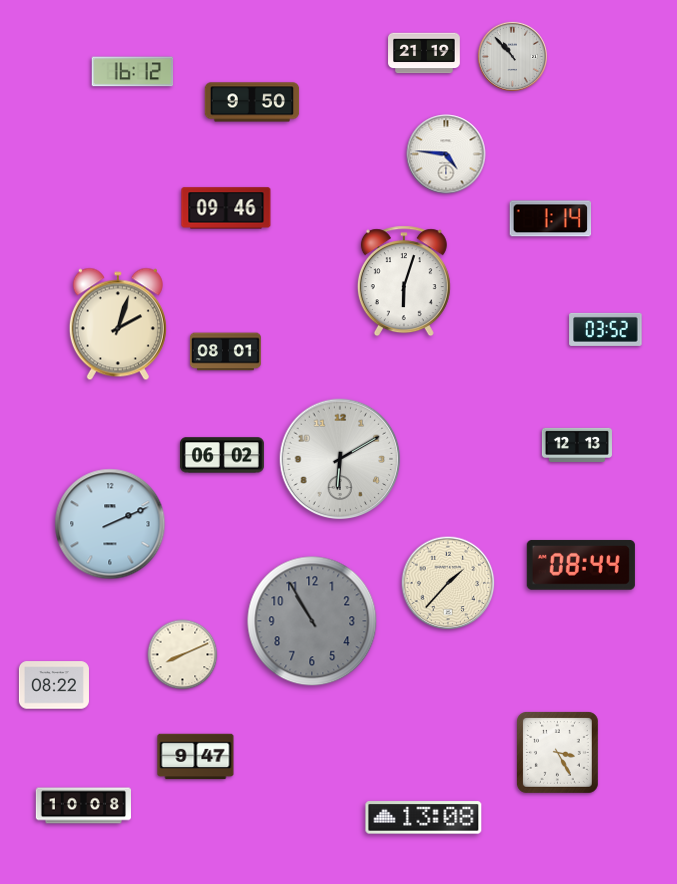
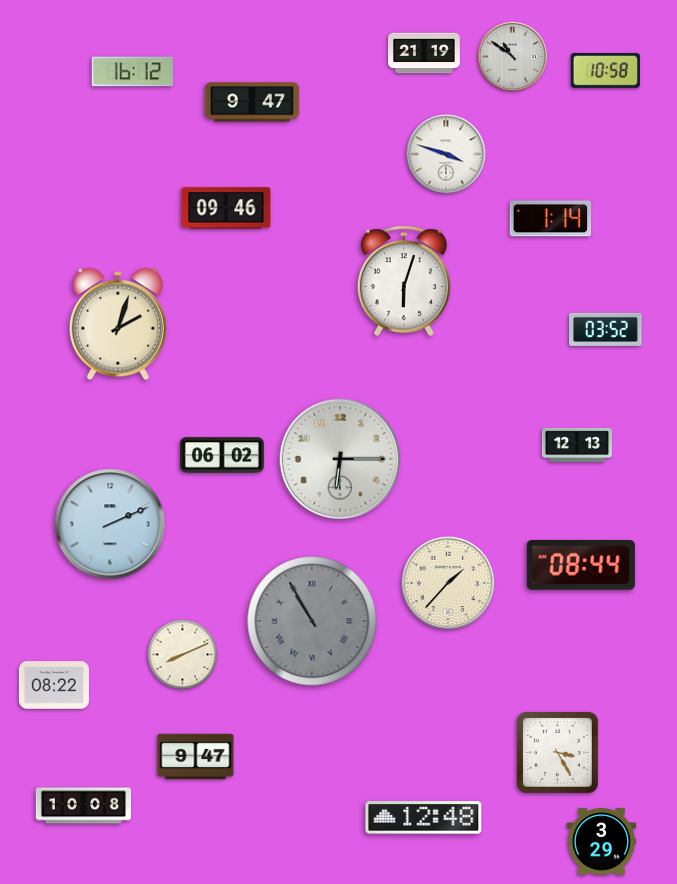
clock at (512, 56): 10:53 -> 10:51
clock at (605, 70): none -> 10:58
clock at (252, 102): 9:50 -> 9:47
clock at (446, 154): 4:46 -> 3:48
clock at (225, 352): 08:01 -> none
clock at (340, 459): 6:10 -> 6:15
clock at (312, 621) numerals: Arabic -> Roman
clock at (424, 818): 13:08 -> 12:48
clock at (602, 842): none -> 3:29
